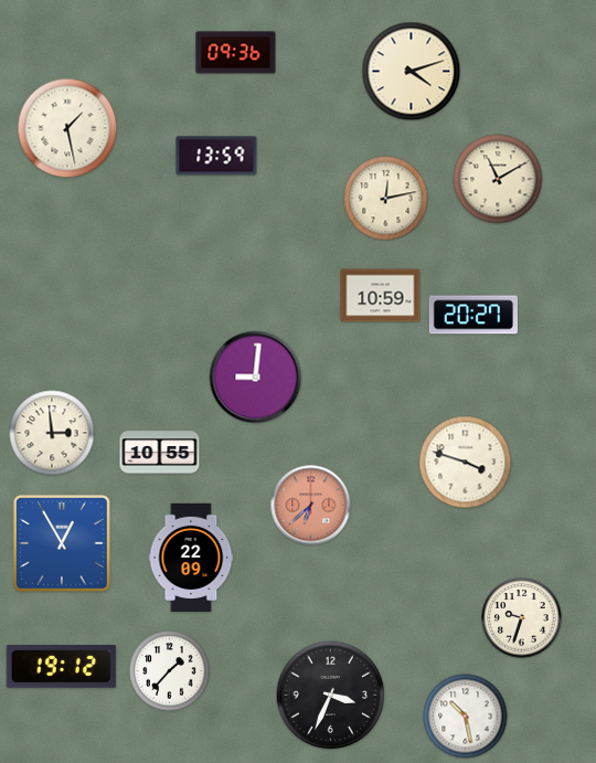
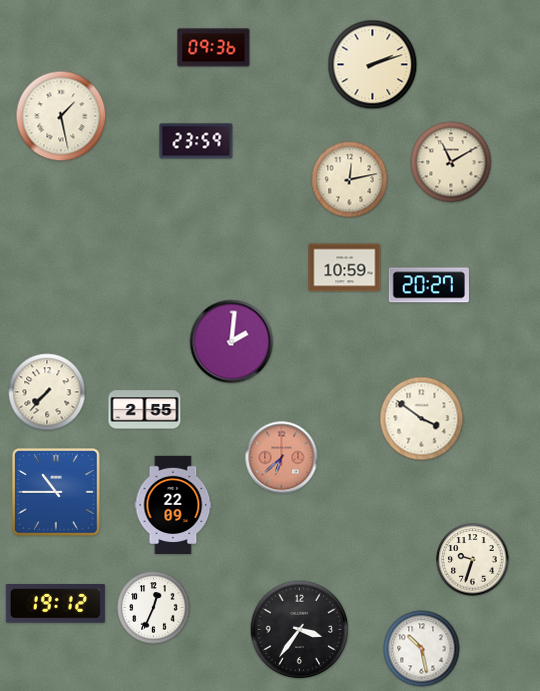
clock at (412, 72): 4:12 -> 2:12
clock at (216, 156): 13:59 -> 23:59
clock at (256, 378): 9:01 -> 2:01
clock at (52, 433): 2:59 -> 7:37
clock at (160, 453): 10:55 -> 2:55
clock at (466, 463): 3:48 -> 3:51
clock at (62, 543): 12:55 -> 10:45
clock at (170, 671): 1:37 -> 12:34
clock at (331, 696): 3:34 -> 3:36
